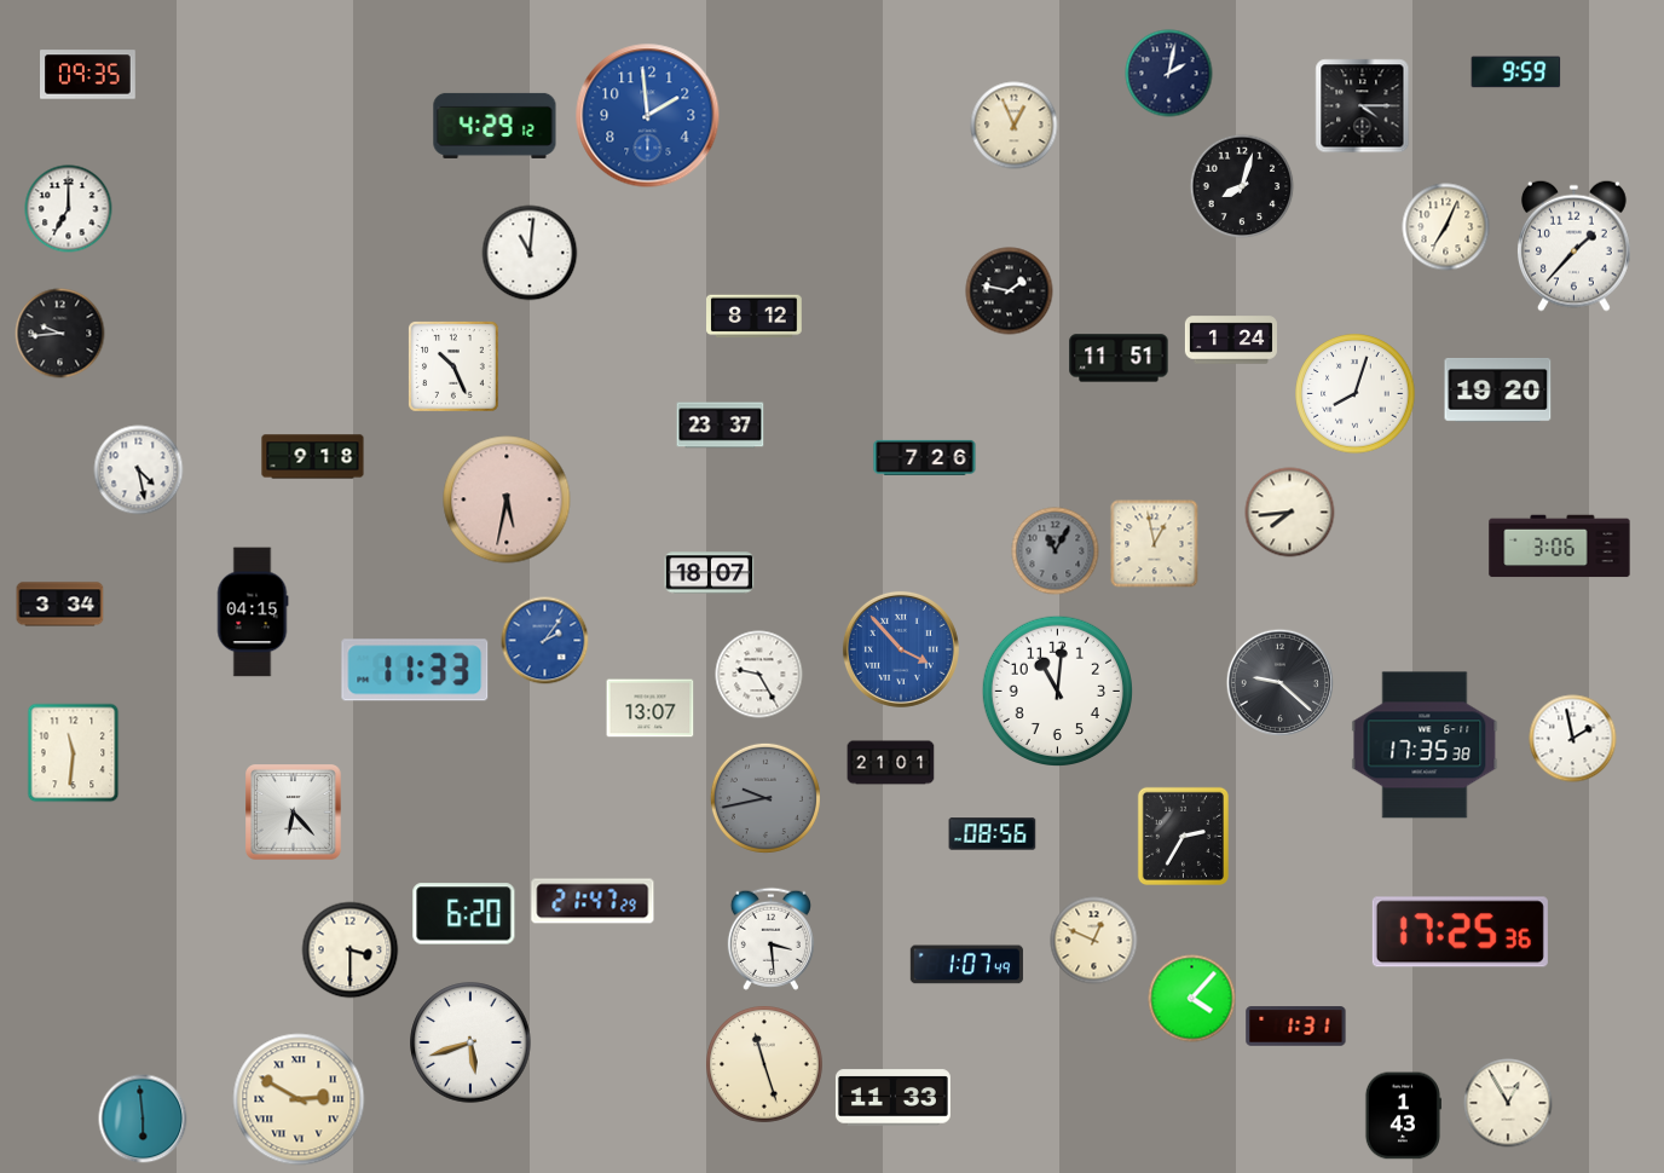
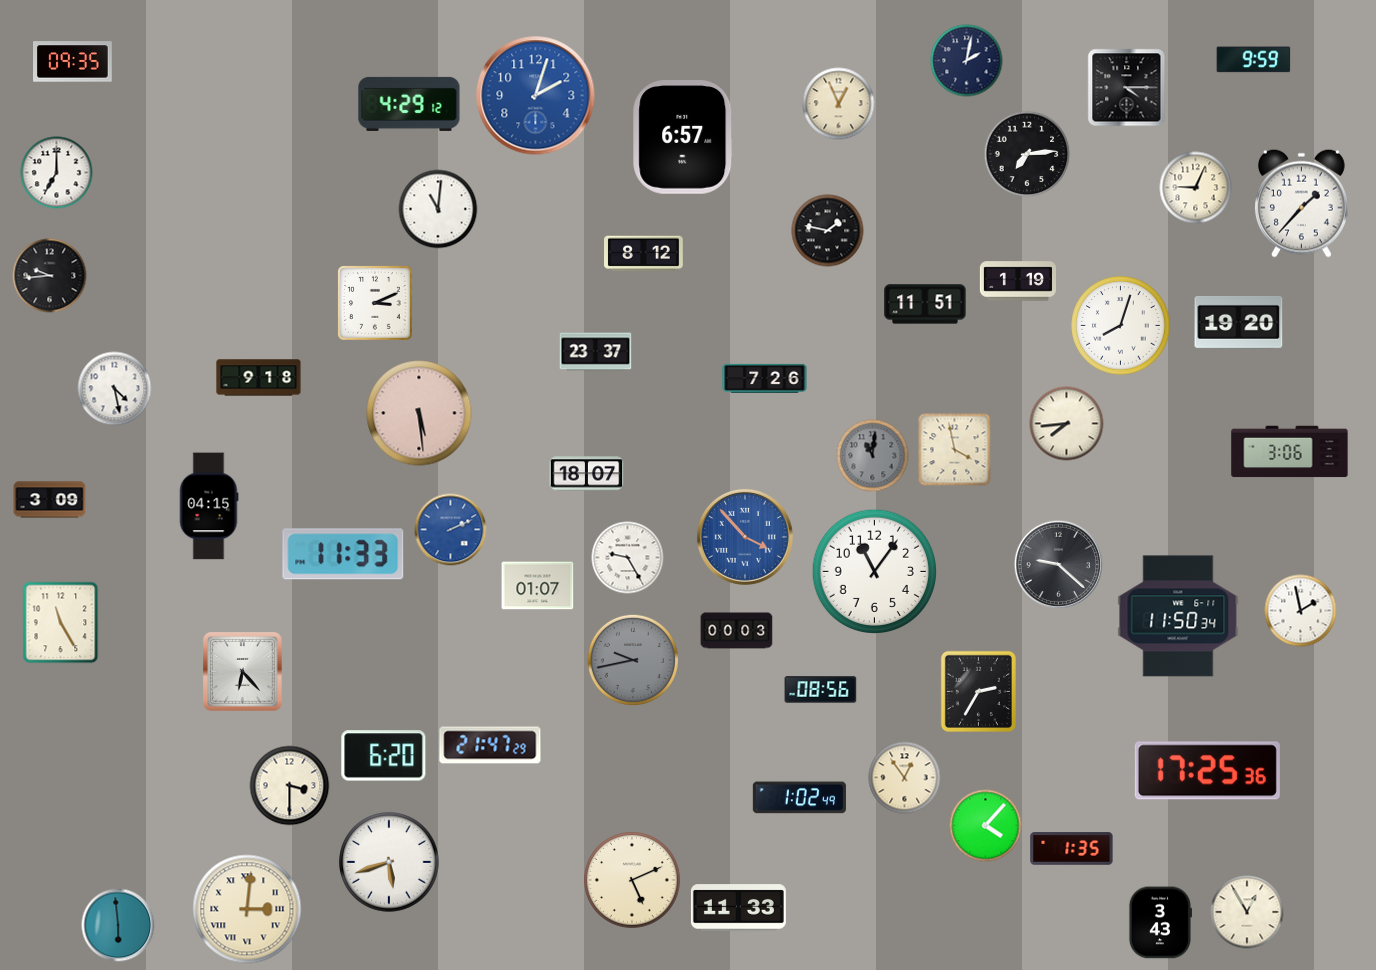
clock at (648, 116): 1:59 -> 2:03
clock at (683, 138): none -> 6:57
clock at (1242, 186): 8:03 -> 7:14
clock at (1446, 227): 7:04 -> 9:04
clock at (1010, 291) position: (1010, 291) -> (828, 231)
clock at (755, 317) position: (755, 317) -> (644, 254)
clock at (1231, 340): 1:24 -> 1:19
clock at (1119, 358) position: (1119, 358) -> (925, 304)
clock at (455, 368): 10:26 -> 3:11
clock at (507, 499): 5:32 -> 5:29
clock at (1155, 544): 12:58 -> 3:58
clock at (1056, 551): 11:05 -> 11:01
clock at (60, 605): 3:34 -> 3:09
clock at (545, 641): 2:06 -> 2:11
clock at (1057, 690): 11:01 -> 11:06
clock at (651, 709): 13:07 -> 01:07
clock at (1425, 745): 17:35 -> 11:50
clock at (74, 753): 11:31 -> 11:25
clock at (891, 763): 21:01 -> 00:03
clock at (770, 938): 3:29 -> none
clock at (1094, 941): 12:49 -> 12:54
clock at (966, 965): 1:07 -> 1:02
clock at (1296, 1027): 1:31 -> 1:35
clock at (765, 1065): 11:27 -> 5:11
clock at (299, 1099): 2:50 -> 3:01
clock at (1403, 1116): 1:43 -> 3:43
